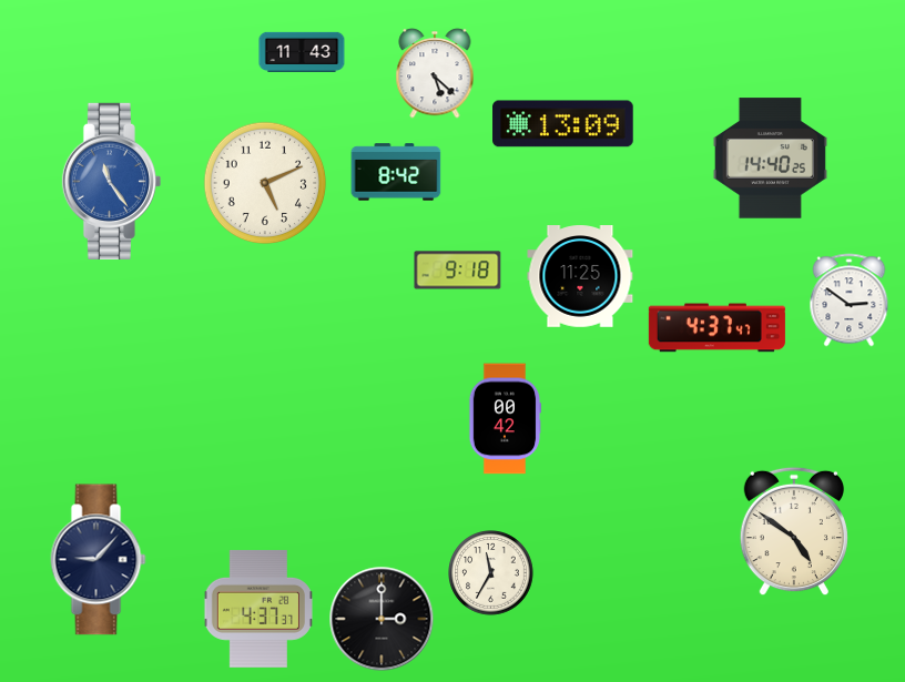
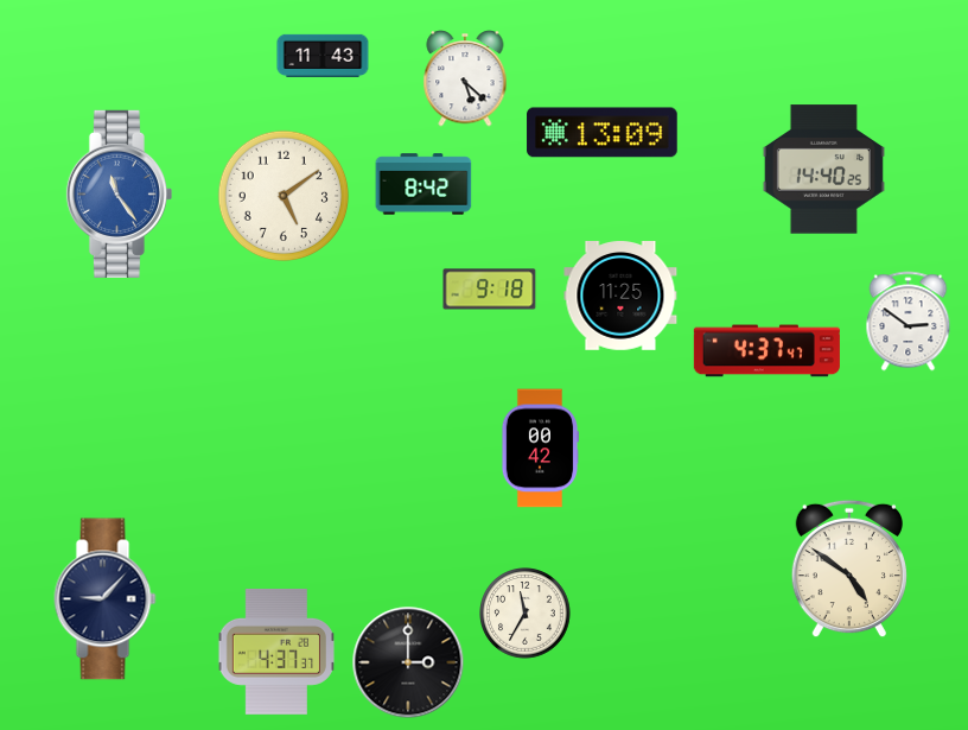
clock at (265, 183): 5:11 -> 5:09
